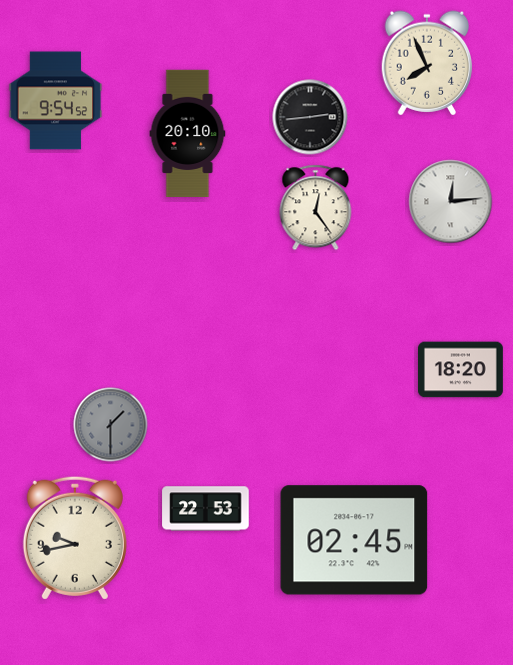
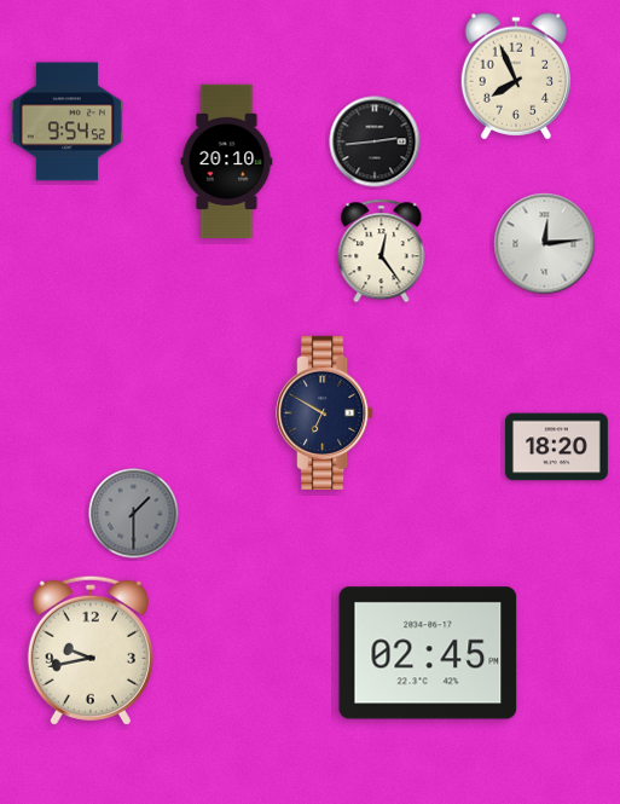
clock at (325, 412): none -> 6:50
clock at (206, 509): 22:53 -> none
